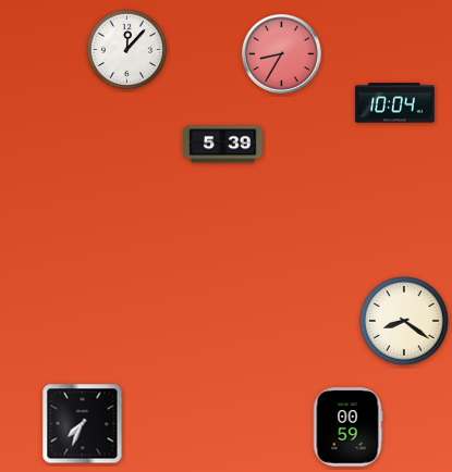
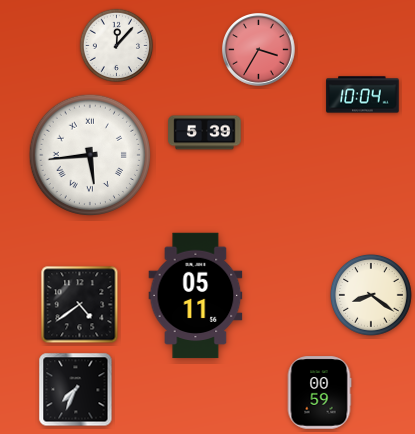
clock at (282, 54): 8:35 -> 3:35
clock at (90, 155): none -> 5:44
clock at (196, 296): none -> 05:11
clock at (80, 305): none -> 4:39
